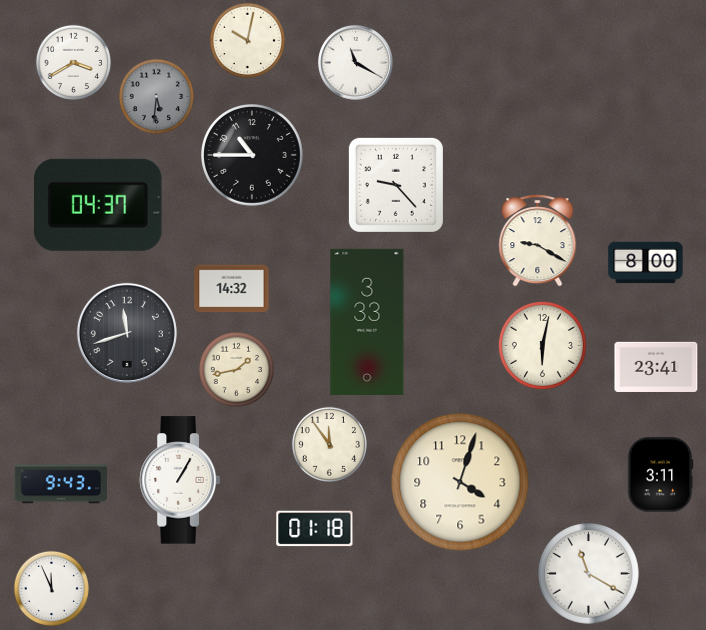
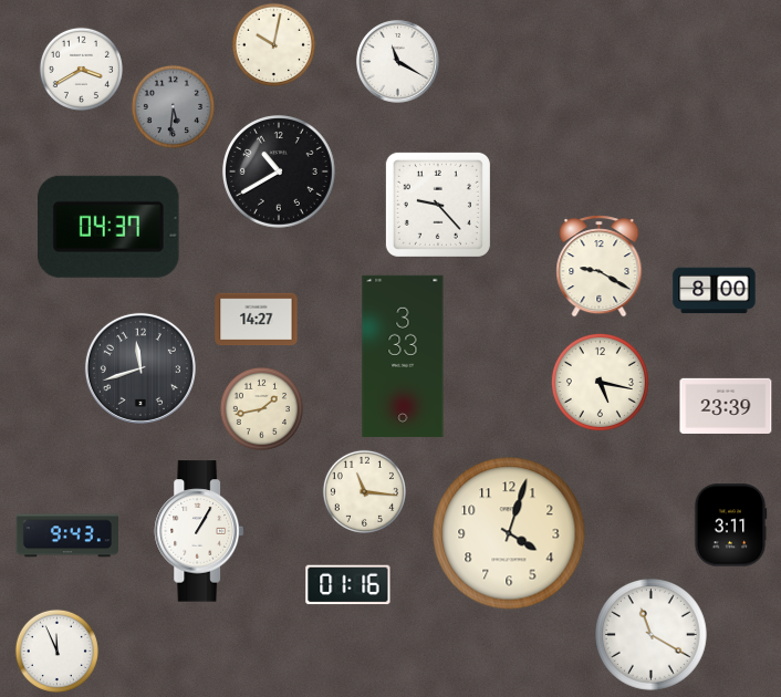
clock at (356, 63) position: (356, 63) -> (398, 62)
clock at (253, 156): 10:45 -> 10:40
clock at (538, 241) position: (538, 241) -> (600, 267)
clock at (232, 289): 14:32 -> 14:27
clock at (367, 322) position: (367, 322) -> (403, 356)
clock at (542, 345): 6:02 -> 5:17
clock at (656, 367): 23:41 -> 23:39
clock at (329, 444): 11:54 -> 11:16
clock at (315, 529): 01:18 -> 01:16
